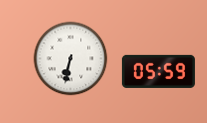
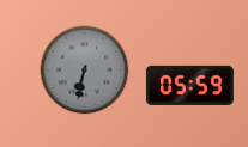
clock at (71, 59) dial: white -> grey
